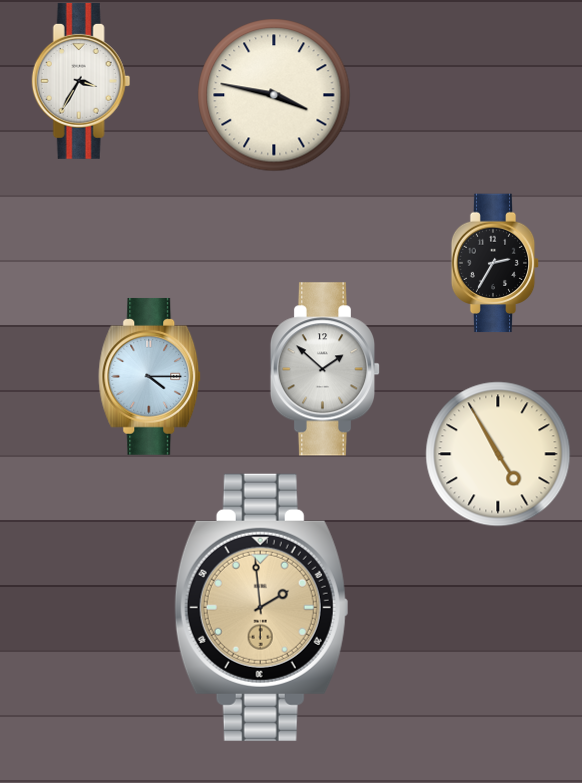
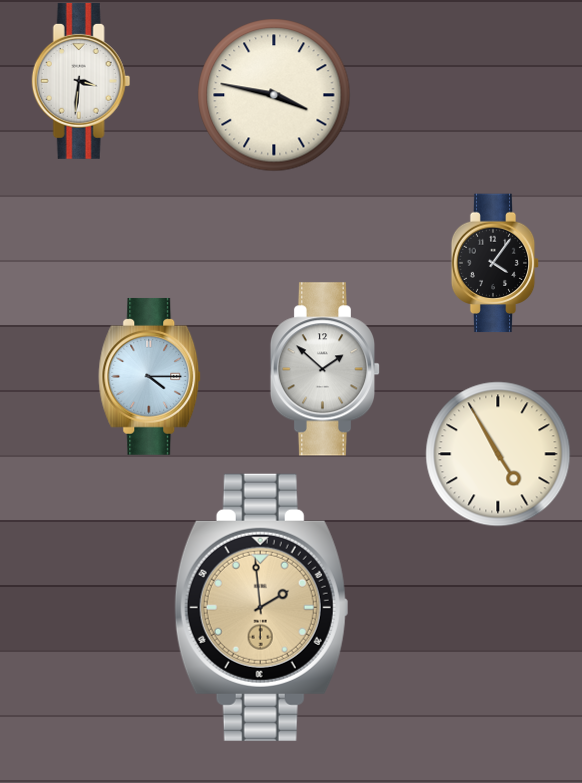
clock at (81, 81): 3:35 -> 3:31
clock at (495, 263): 2:35 -> 4:06
